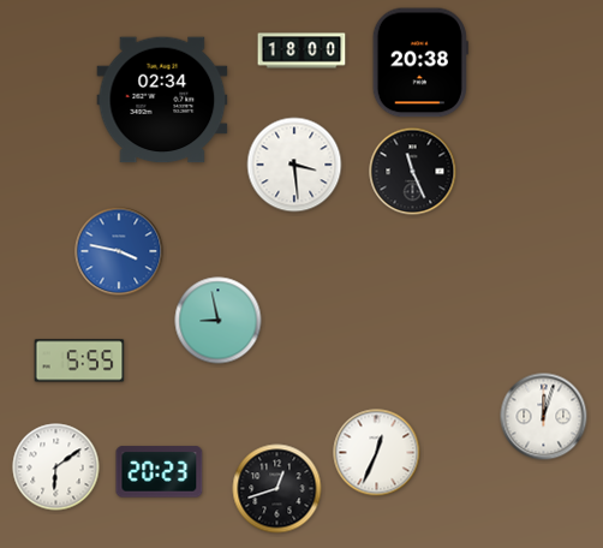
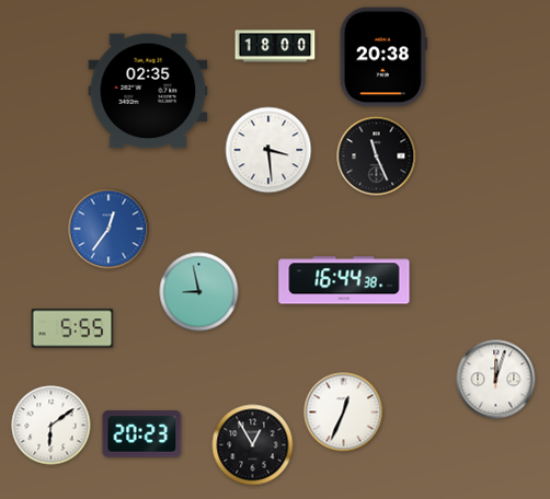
clock at (162, 100): 02:34 -> 02:35
clock at (119, 251): 3:47 -> 12:36
clock at (344, 280): none -> 16:44
clock at (160, 472) position: (160, 472) -> (142, 434)
clock at (277, 489): 12:42 -> 12:55
